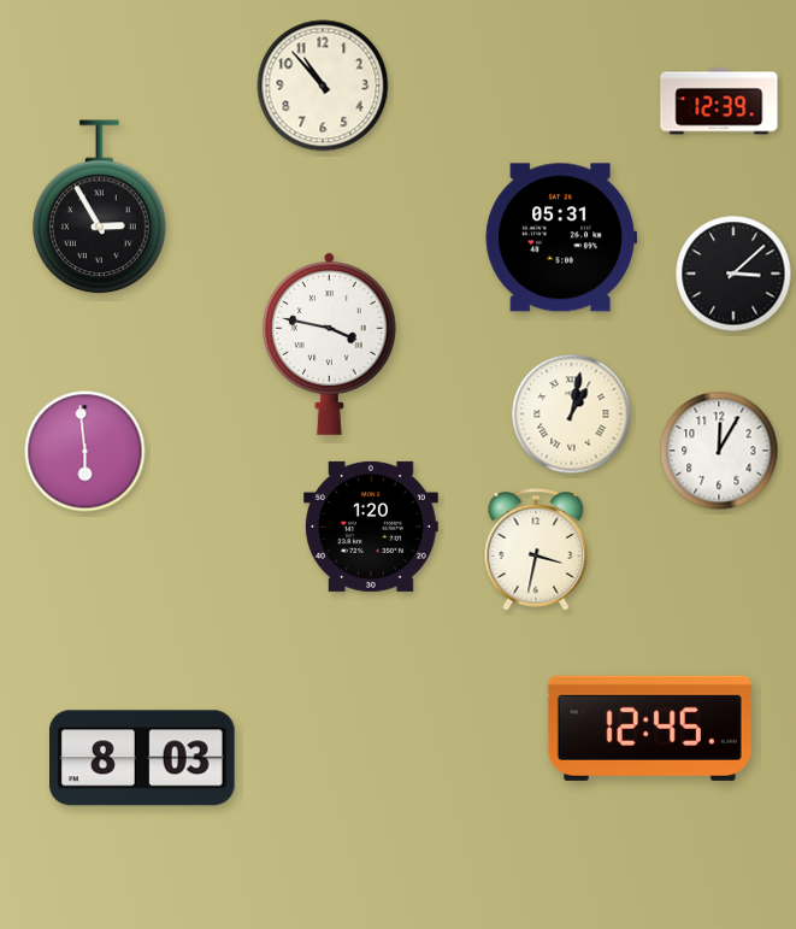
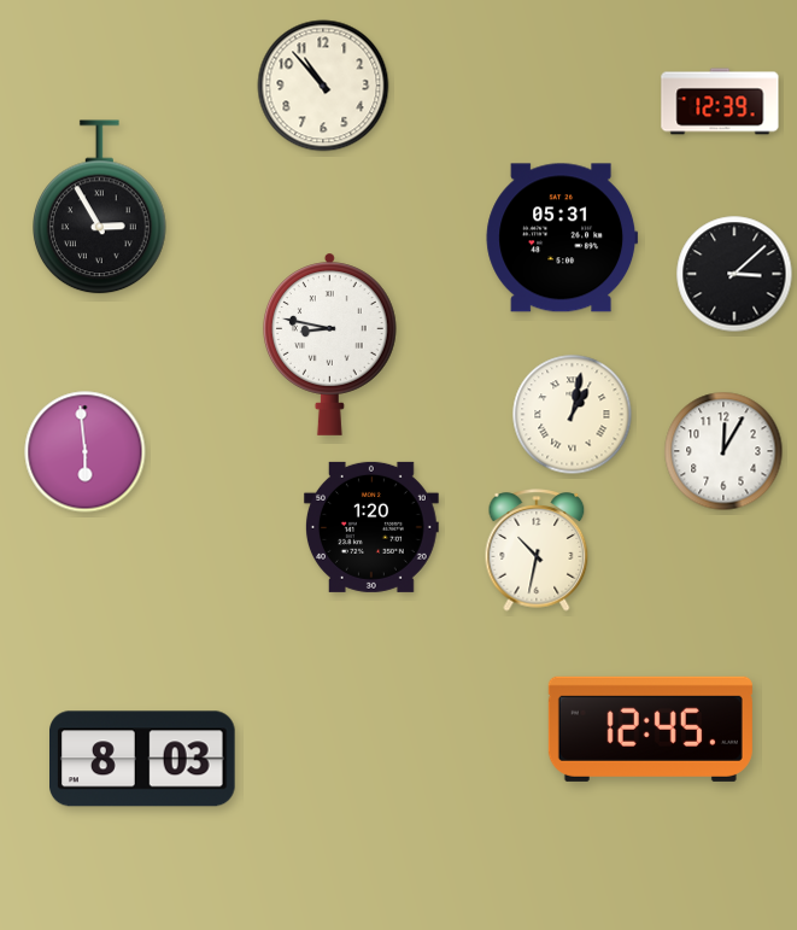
clock at (329, 343): 3:47 -> 8:47
clock at (719, 451) position: (719, 451) -> (723, 451)
clock at (536, 549): 3:32 -> 10:32
